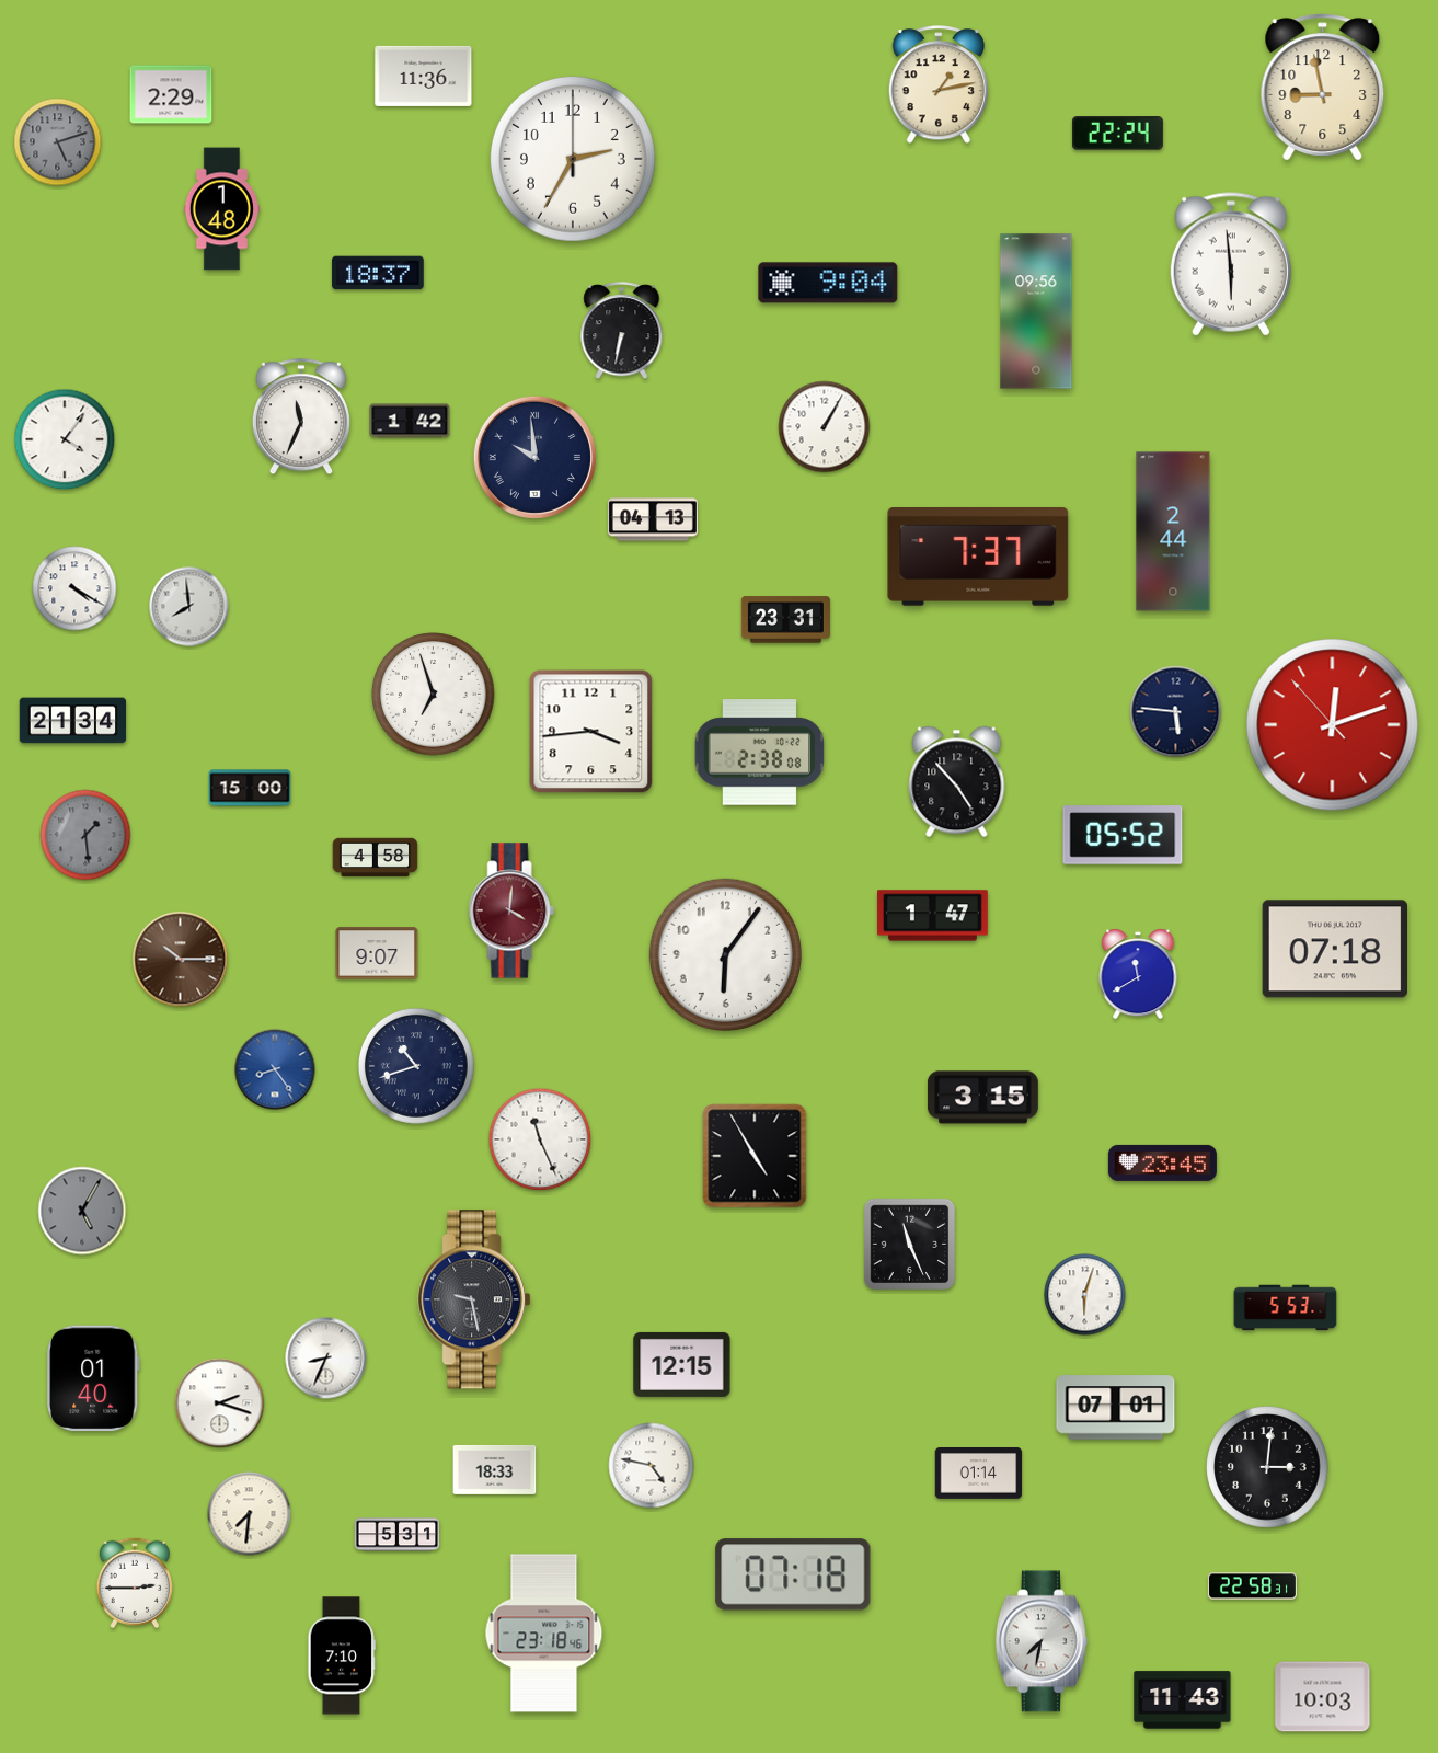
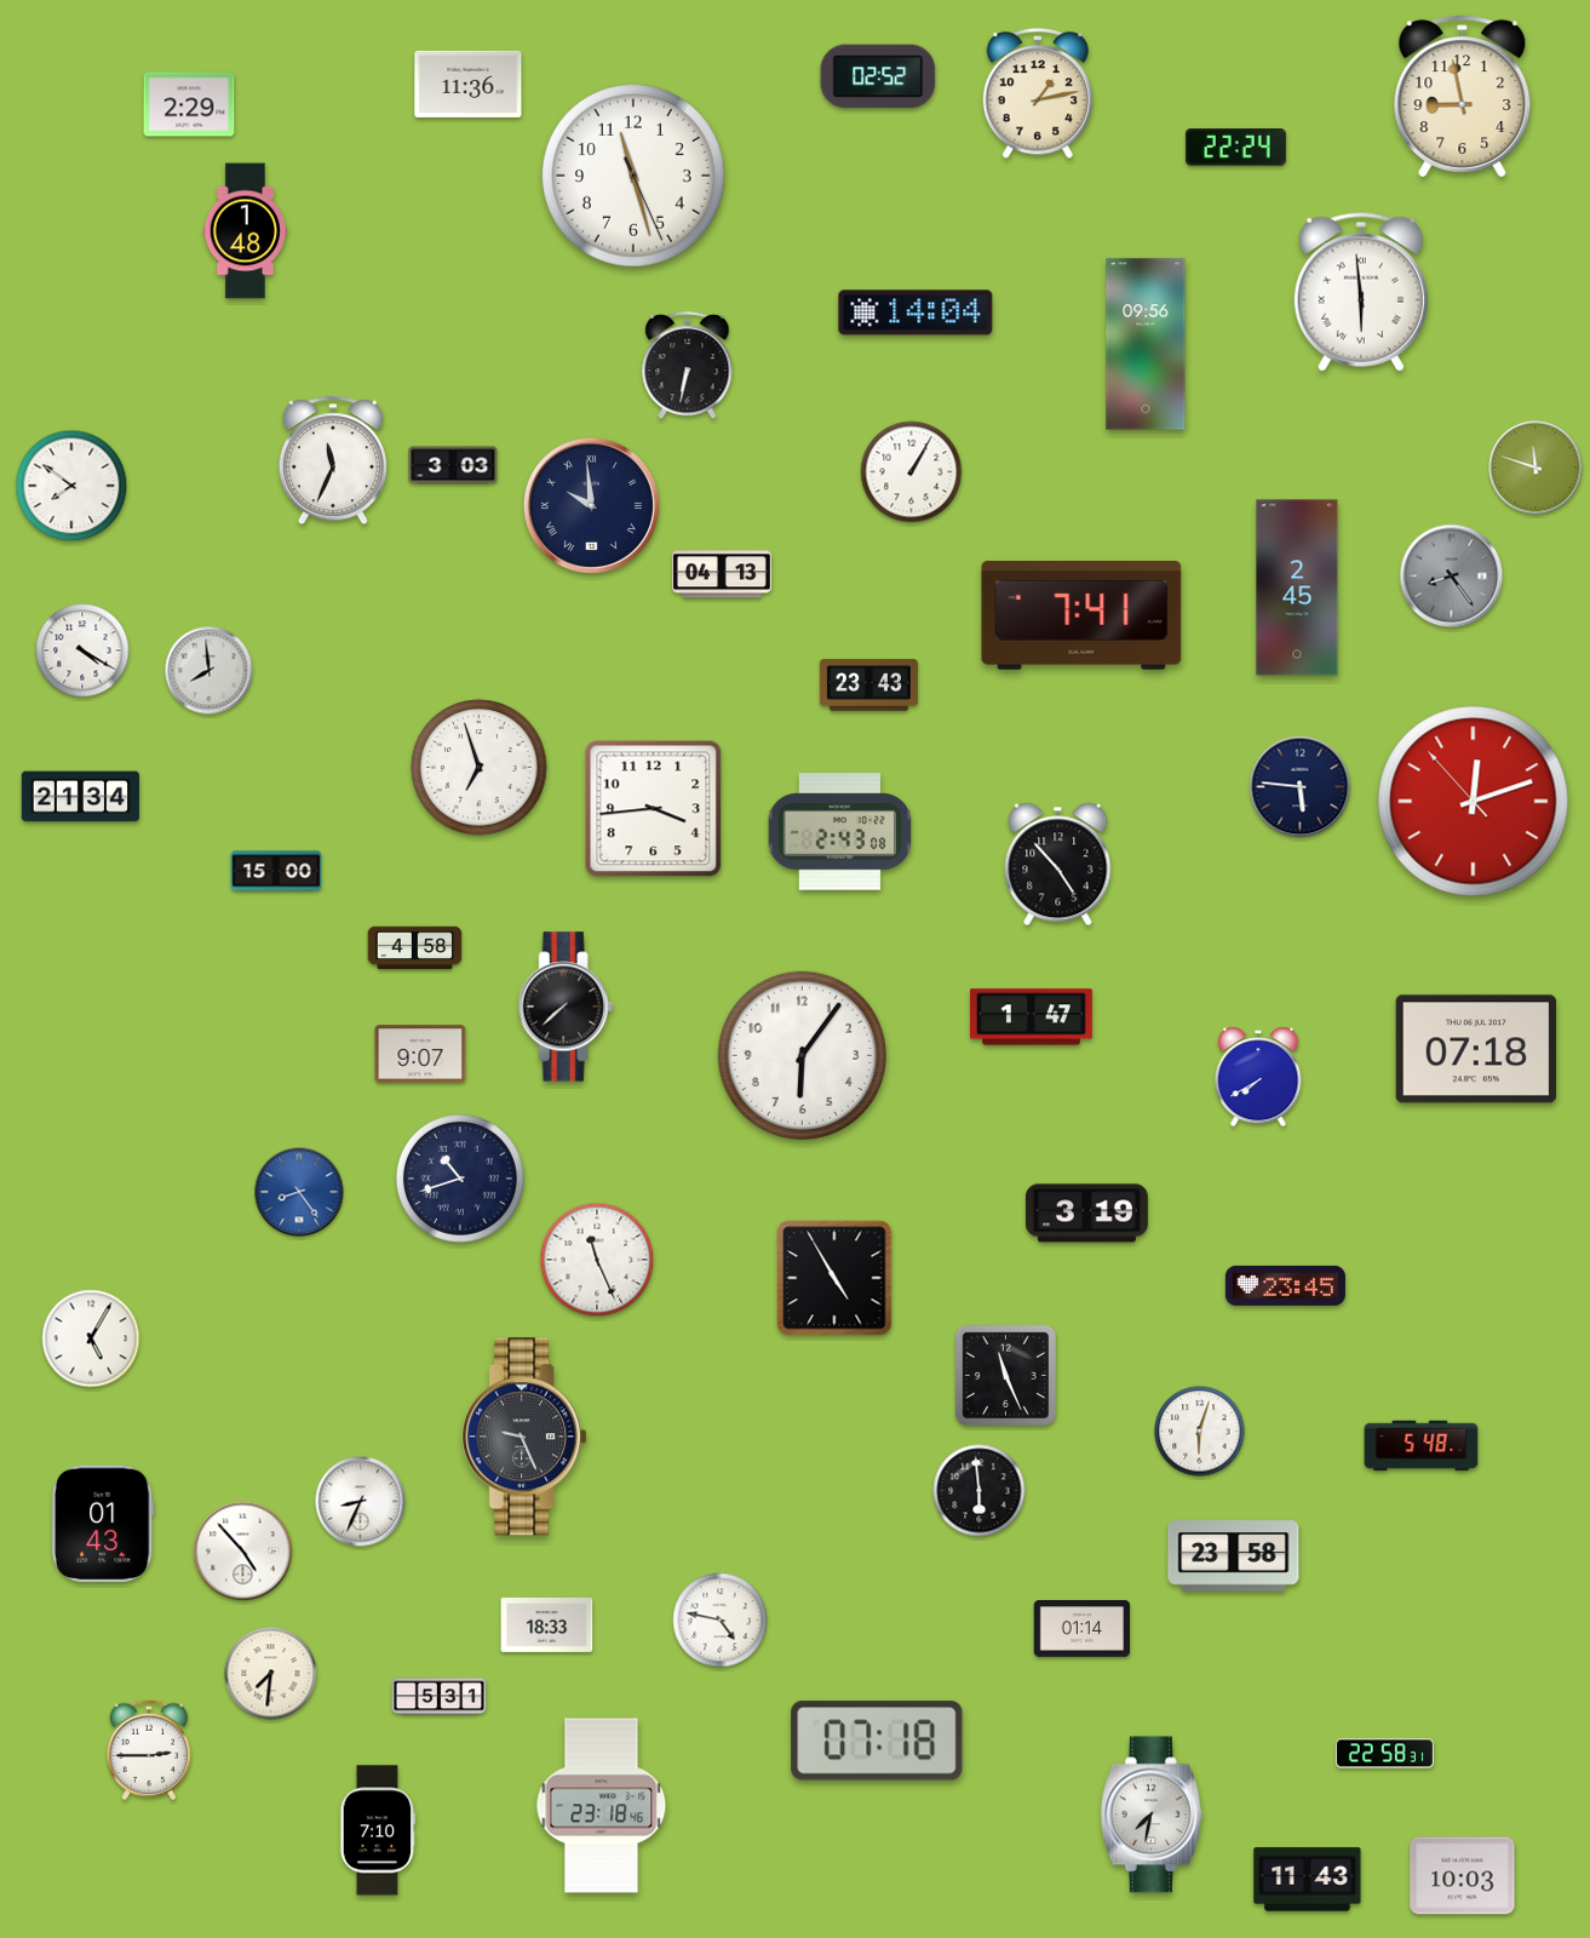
clock at (878, 76): none -> 02:52
clock at (58, 142): 5:12 -> none
clock at (573, 159): 2:35 -> 11:27
clock at (378, 273): 18:37 -> none
clock at (828, 283): 9:04 -> 14:04
clock at (410, 421): 1:42 -> 3:03
clock at (1536, 468): none -> 11:48
clock at (65, 439): 4:06 -> 7:51
clock at (1452, 577): none -> 8:24
clock at (1173, 531): 2:44 -> 2:45
clock at (978, 558): 7:37 -> 7:41
clock at (785, 620): 23:31 -> 23:43
clock at (760, 753): 2:38 -> 2:43
clock at (85, 835): 1:29 -> none
clock at (1123, 835): 05:52 -> none
clock at (511, 910): 4:01 -> 7:38
clock at (511, 910) dial: burgundy -> black
clock at (933, 916) position: (933, 916) -> (1032, 1017)
clock at (377, 953) position: (377, 953) -> (420, 1054)
clock at (181, 960): 10:15 -> none
clock at (1138, 974): 11:40 -> 7:40
clock at (275, 1069) position: (275, 1069) -> (299, 1192)
clock at (982, 1098): 3:15 -> 3:19
clock at (82, 1211) dial: grey -> white
clock at (474, 1299): 9:28 -> 9:26
clock at (1286, 1308): 5:53 -> 5:48
clock at (980, 1491): none -> 5:59
clock at (682, 1364): 12:15 -> none
clock at (94, 1378): 01:40 -> 01:43
clock at (220, 1403): 2:18 -> 4:53
clock at (1116, 1408): 07:01 -> 23:58
clock at (1267, 1467): 3:01 -> none
clock at (250, 1514) position: (250, 1514) -> (271, 1674)
